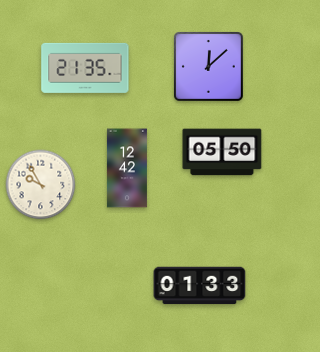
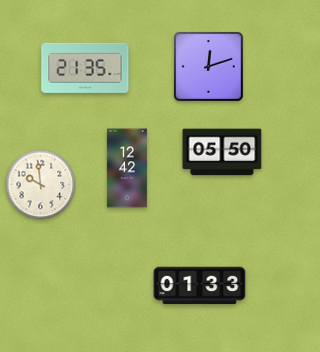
clock at (209, 67): 12:08 -> 12:12
clock at (41, 185): 9:55 -> 9:59
